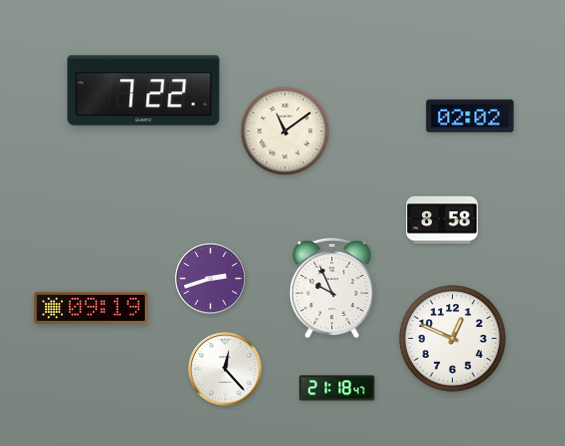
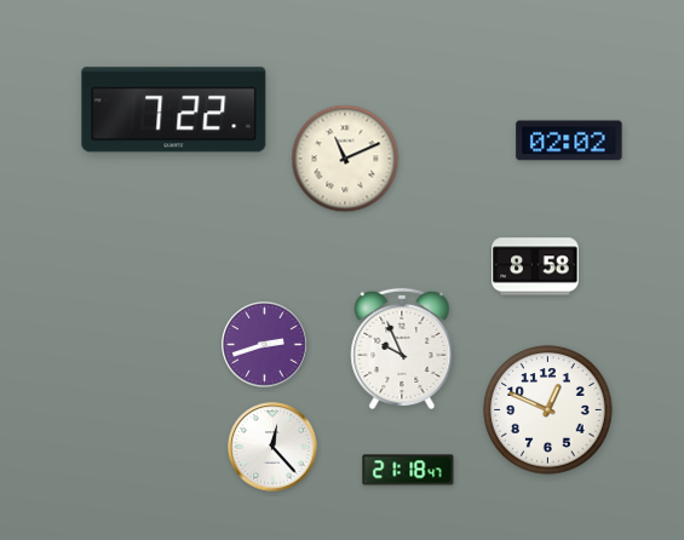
clock at (285, 131): 11:09 -> 11:11
clock at (211, 279) position: (211, 279) -> (265, 345)
clock at (91, 308): 09:19 -> none
